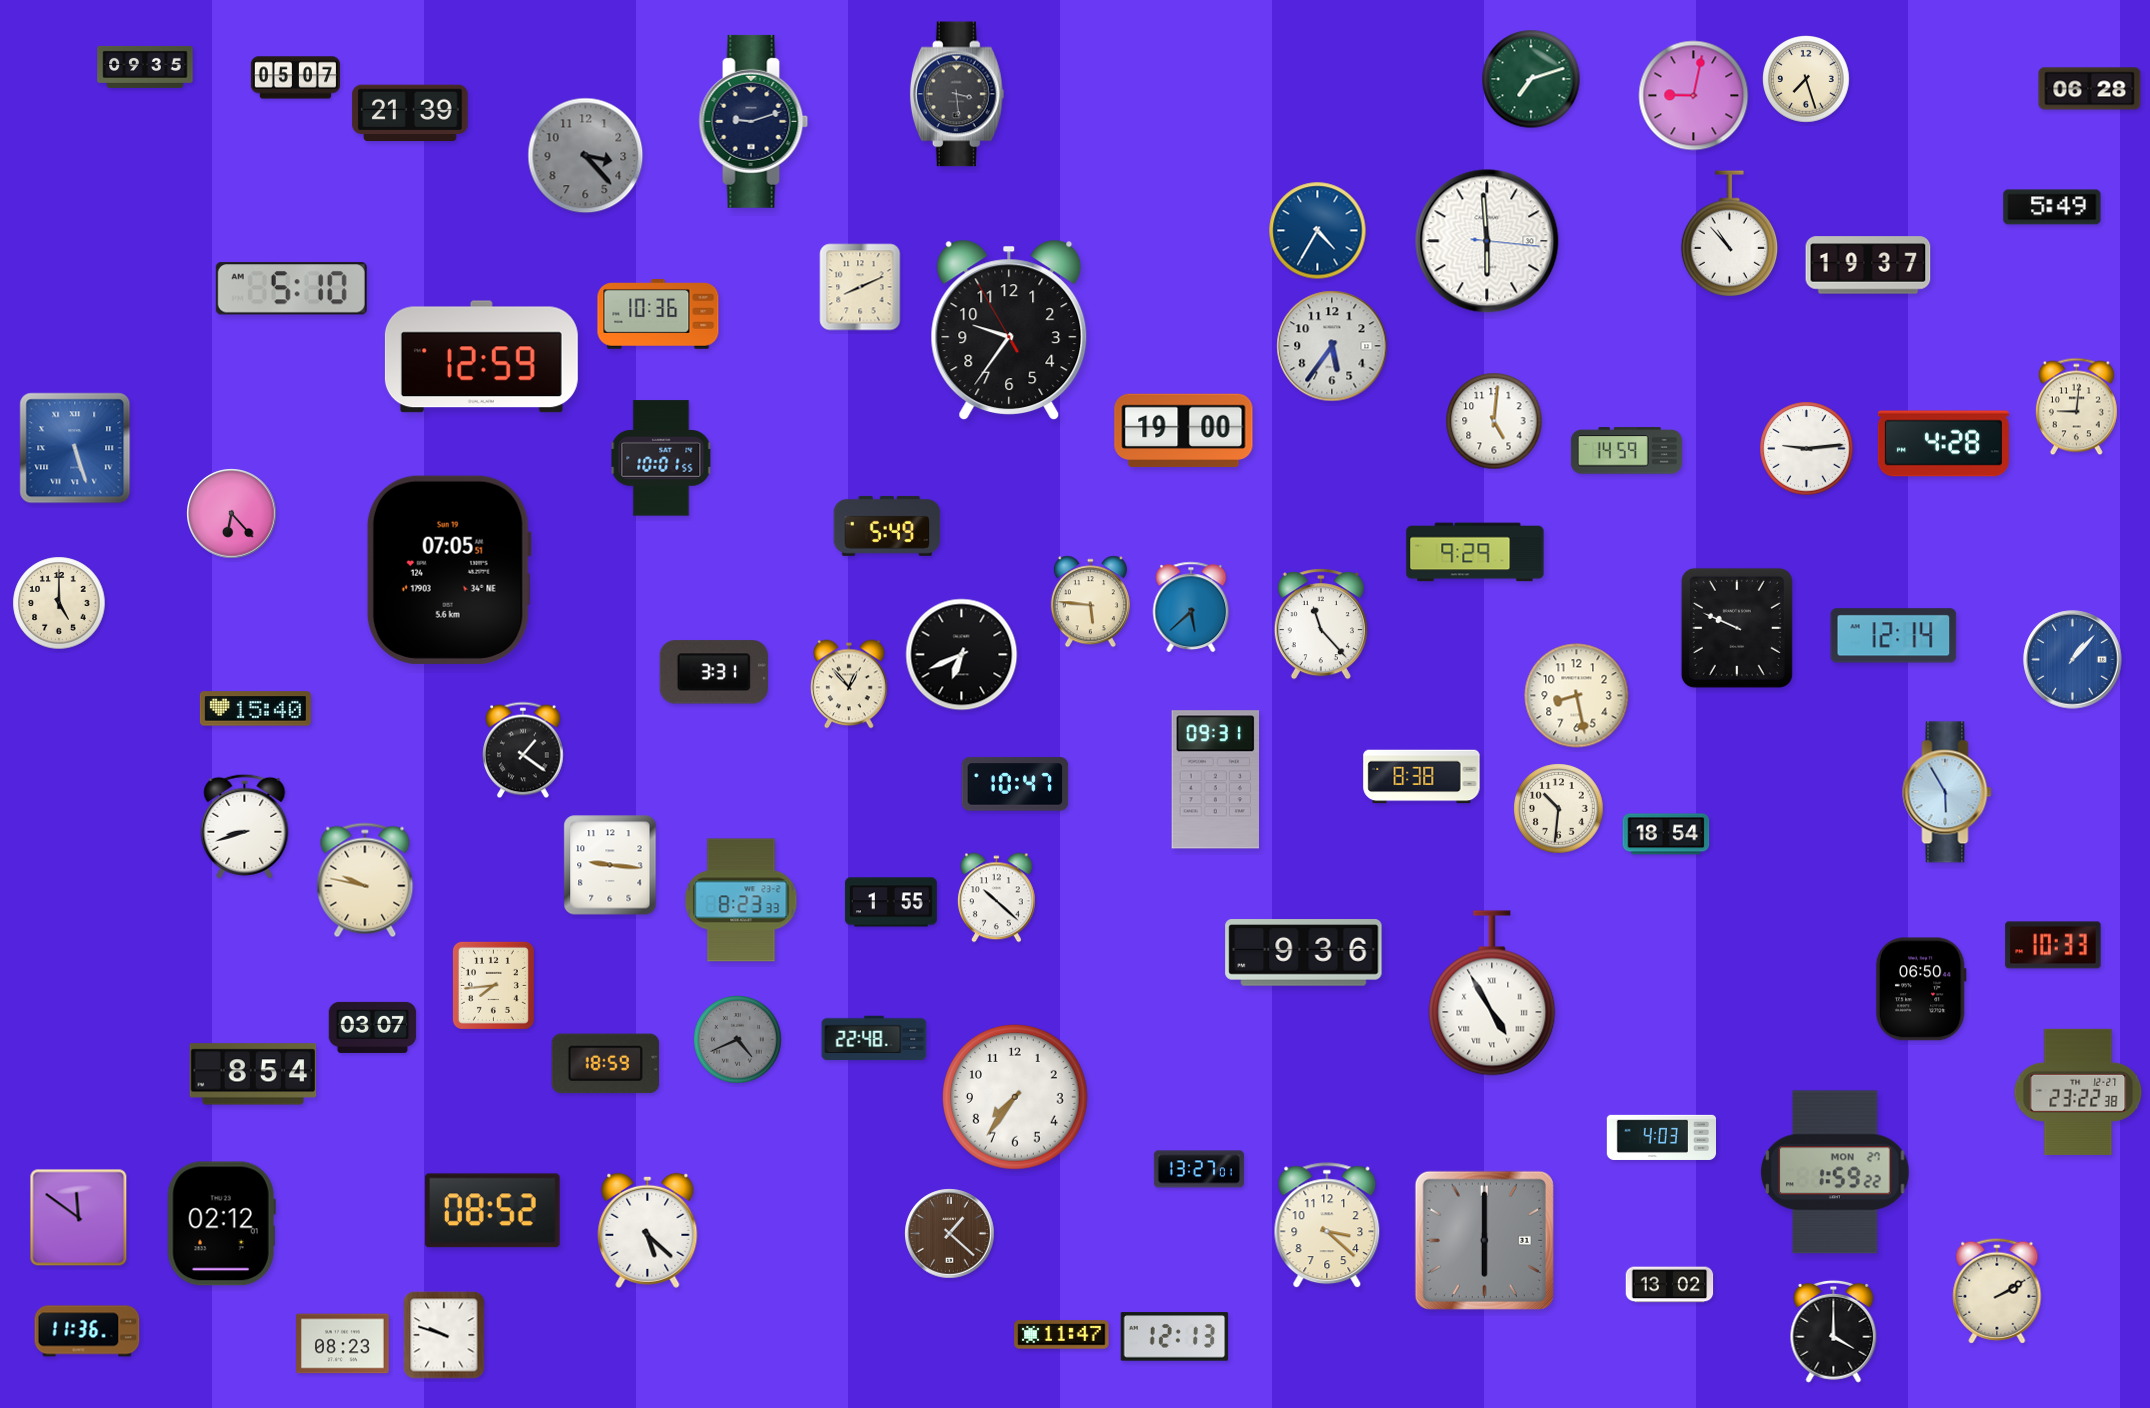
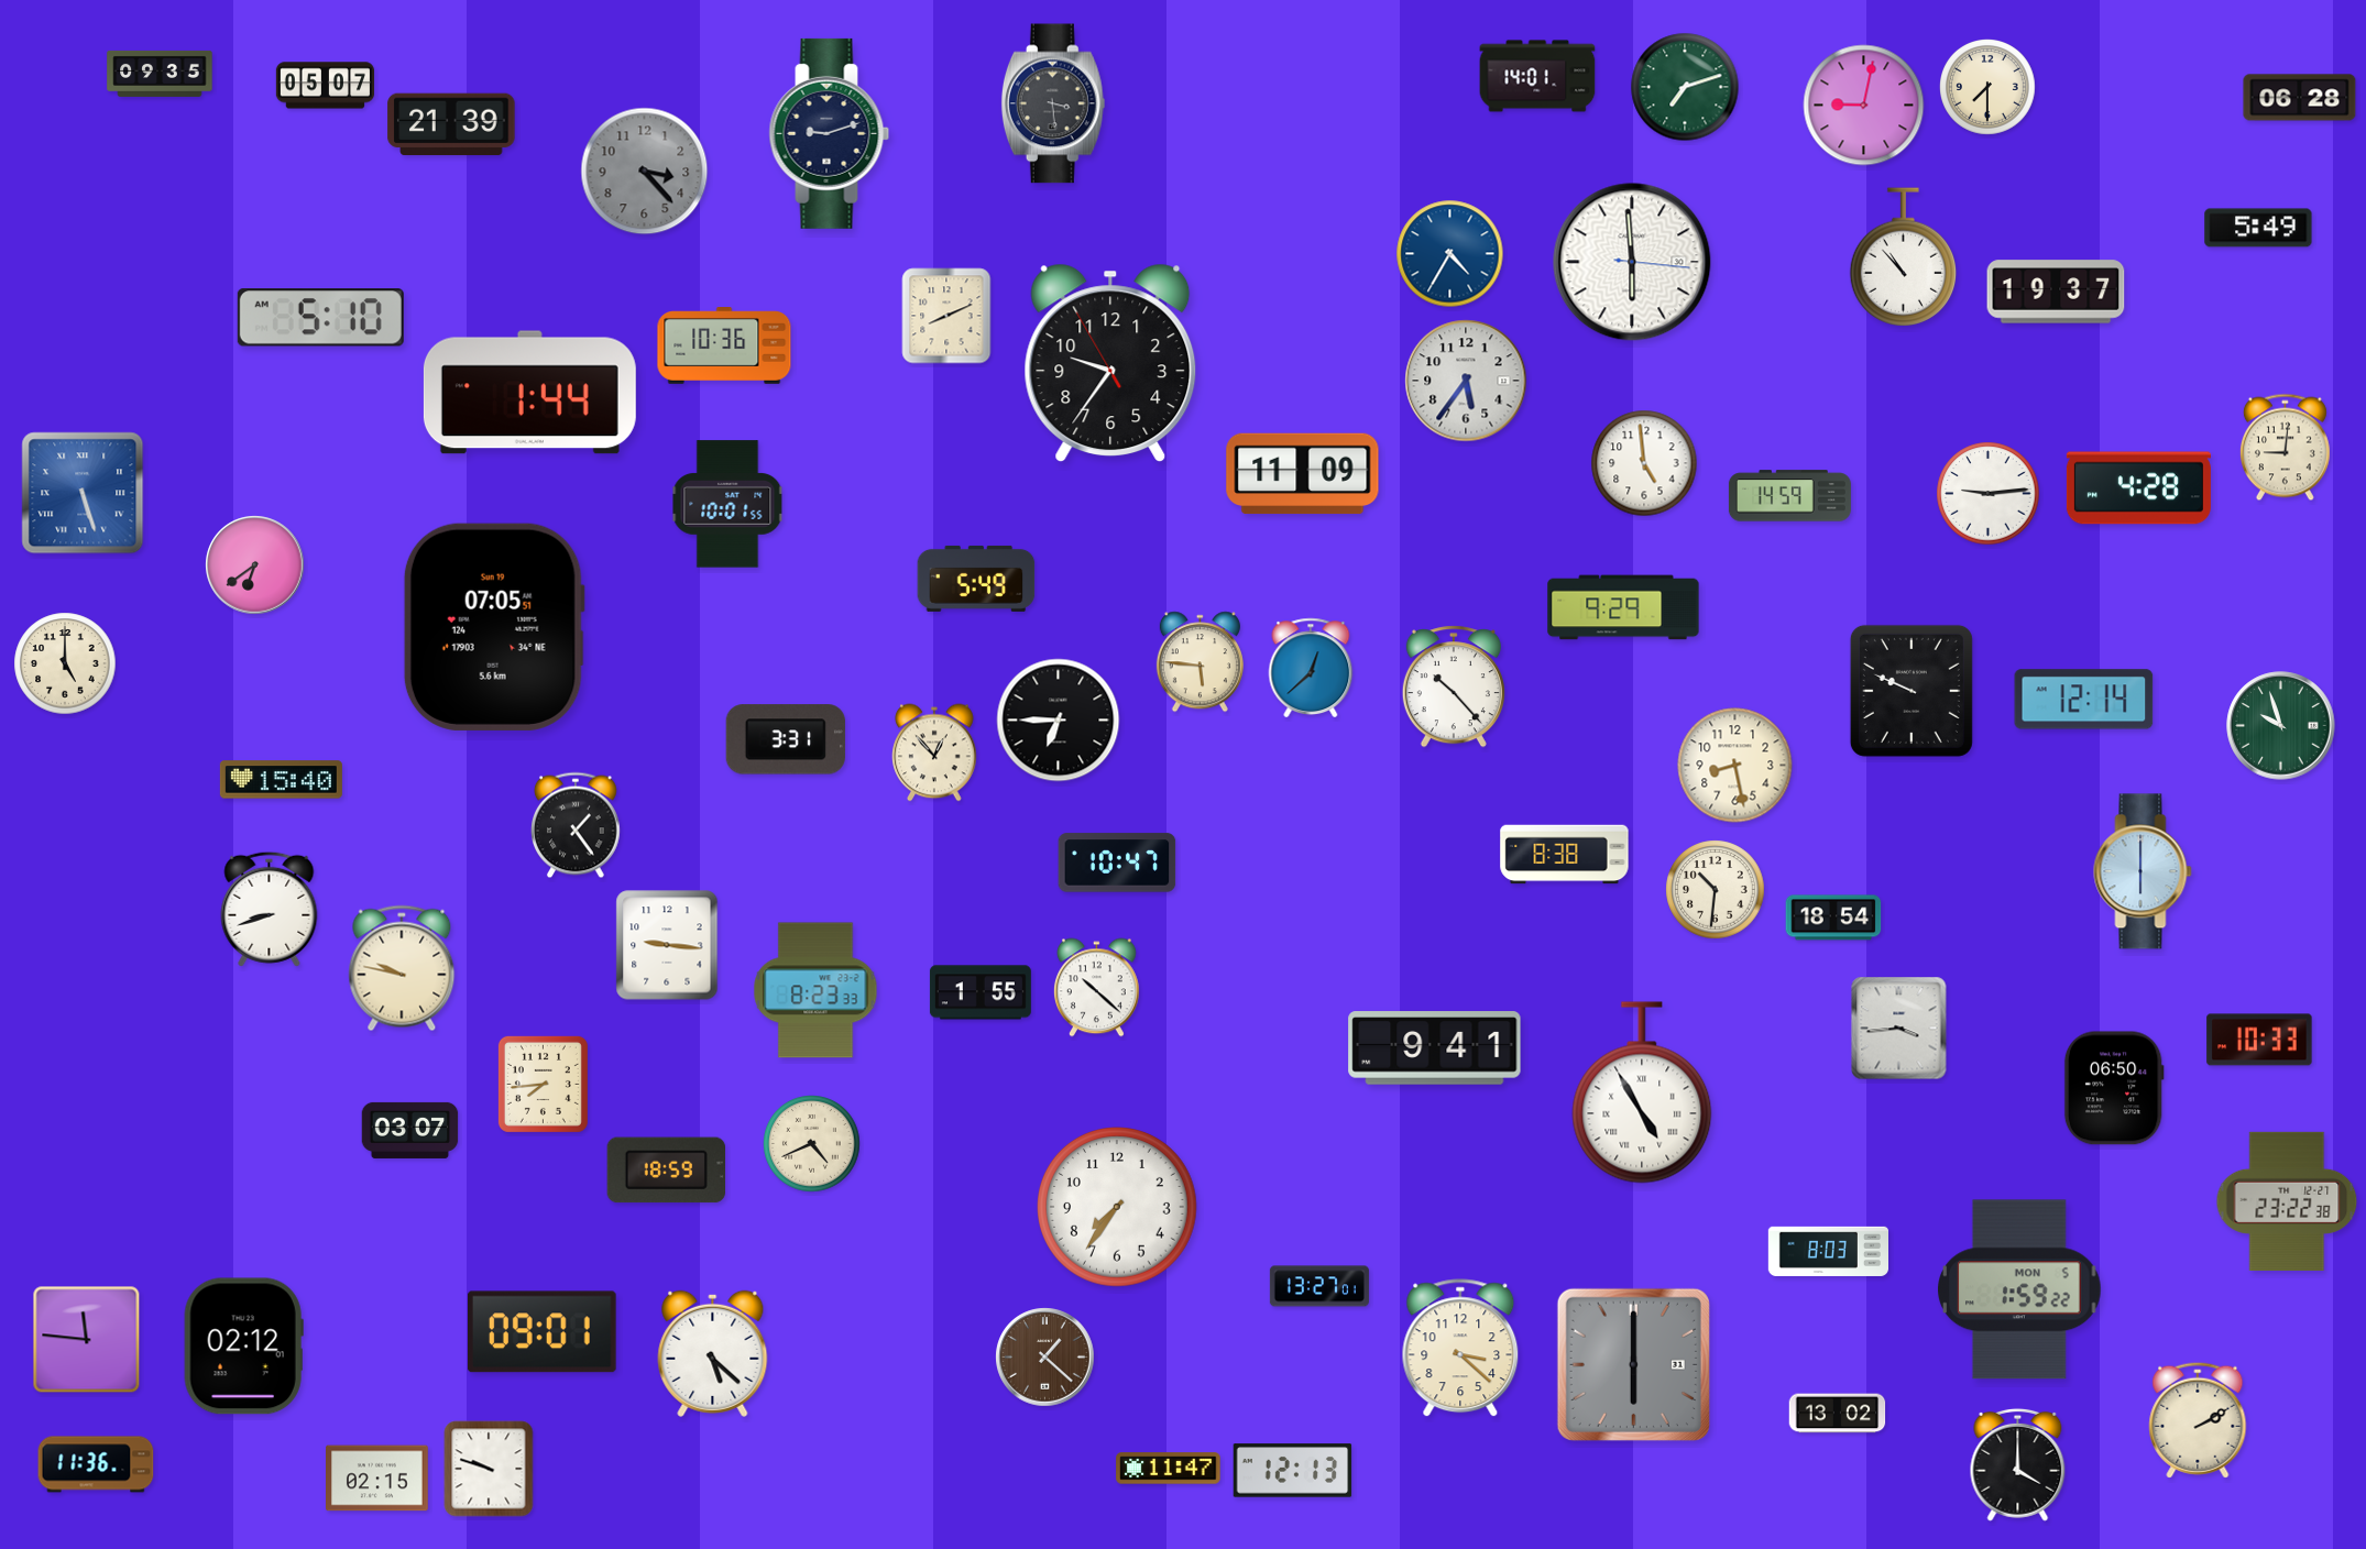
clock at (1537, 76): none -> 14:01
clock at (1807, 80): 7:27 -> 7:30
clock at (1487, 241) position: (1487, 241) -> (1632, 262)
clock at (481, 357): 12:59 -> 1:44
clock at (1494, 421): 5:01 -> 4:59
clock at (1184, 431): 19:00 -> 11:09
clock at (232, 514): 6:23 -> 6:39
clock at (1191, 607): 5:38 -> 12:38
clock at (1321, 624): 11:23 -> 10:23
clock at (962, 655): 6:41 -> 6:45
clock at (2073, 660): 1:07 -> 9:57
clock at (2073, 660) dial: blue -> green
clock at (524, 750): 1:21 -> 1:24
clock at (1216, 780): 09:31 -> none
clock at (1947, 792): 5:55 -> 6:00
clock at (610, 865) position: (610, 865) -> (667, 945)
clock at (1899, 1029): none -> 3:44
clock at (1304, 953): 9:36 -> 9:41
clock at (874, 1038): 22:48 -> none
clock at (738, 1040) dial: grey -> cream
clock at (253, 1074): 8:54 -> none
clock at (1661, 1137): 4:03 -> 8:03
clock at (1835, 1172) date: MON 27 -> MON 5
clock at (493, 1211): 08:52 -> 09:01
clock at (79, 1218): 11:51 -> 11:46
clock at (343, 1344): 08:23 -> 02:15
